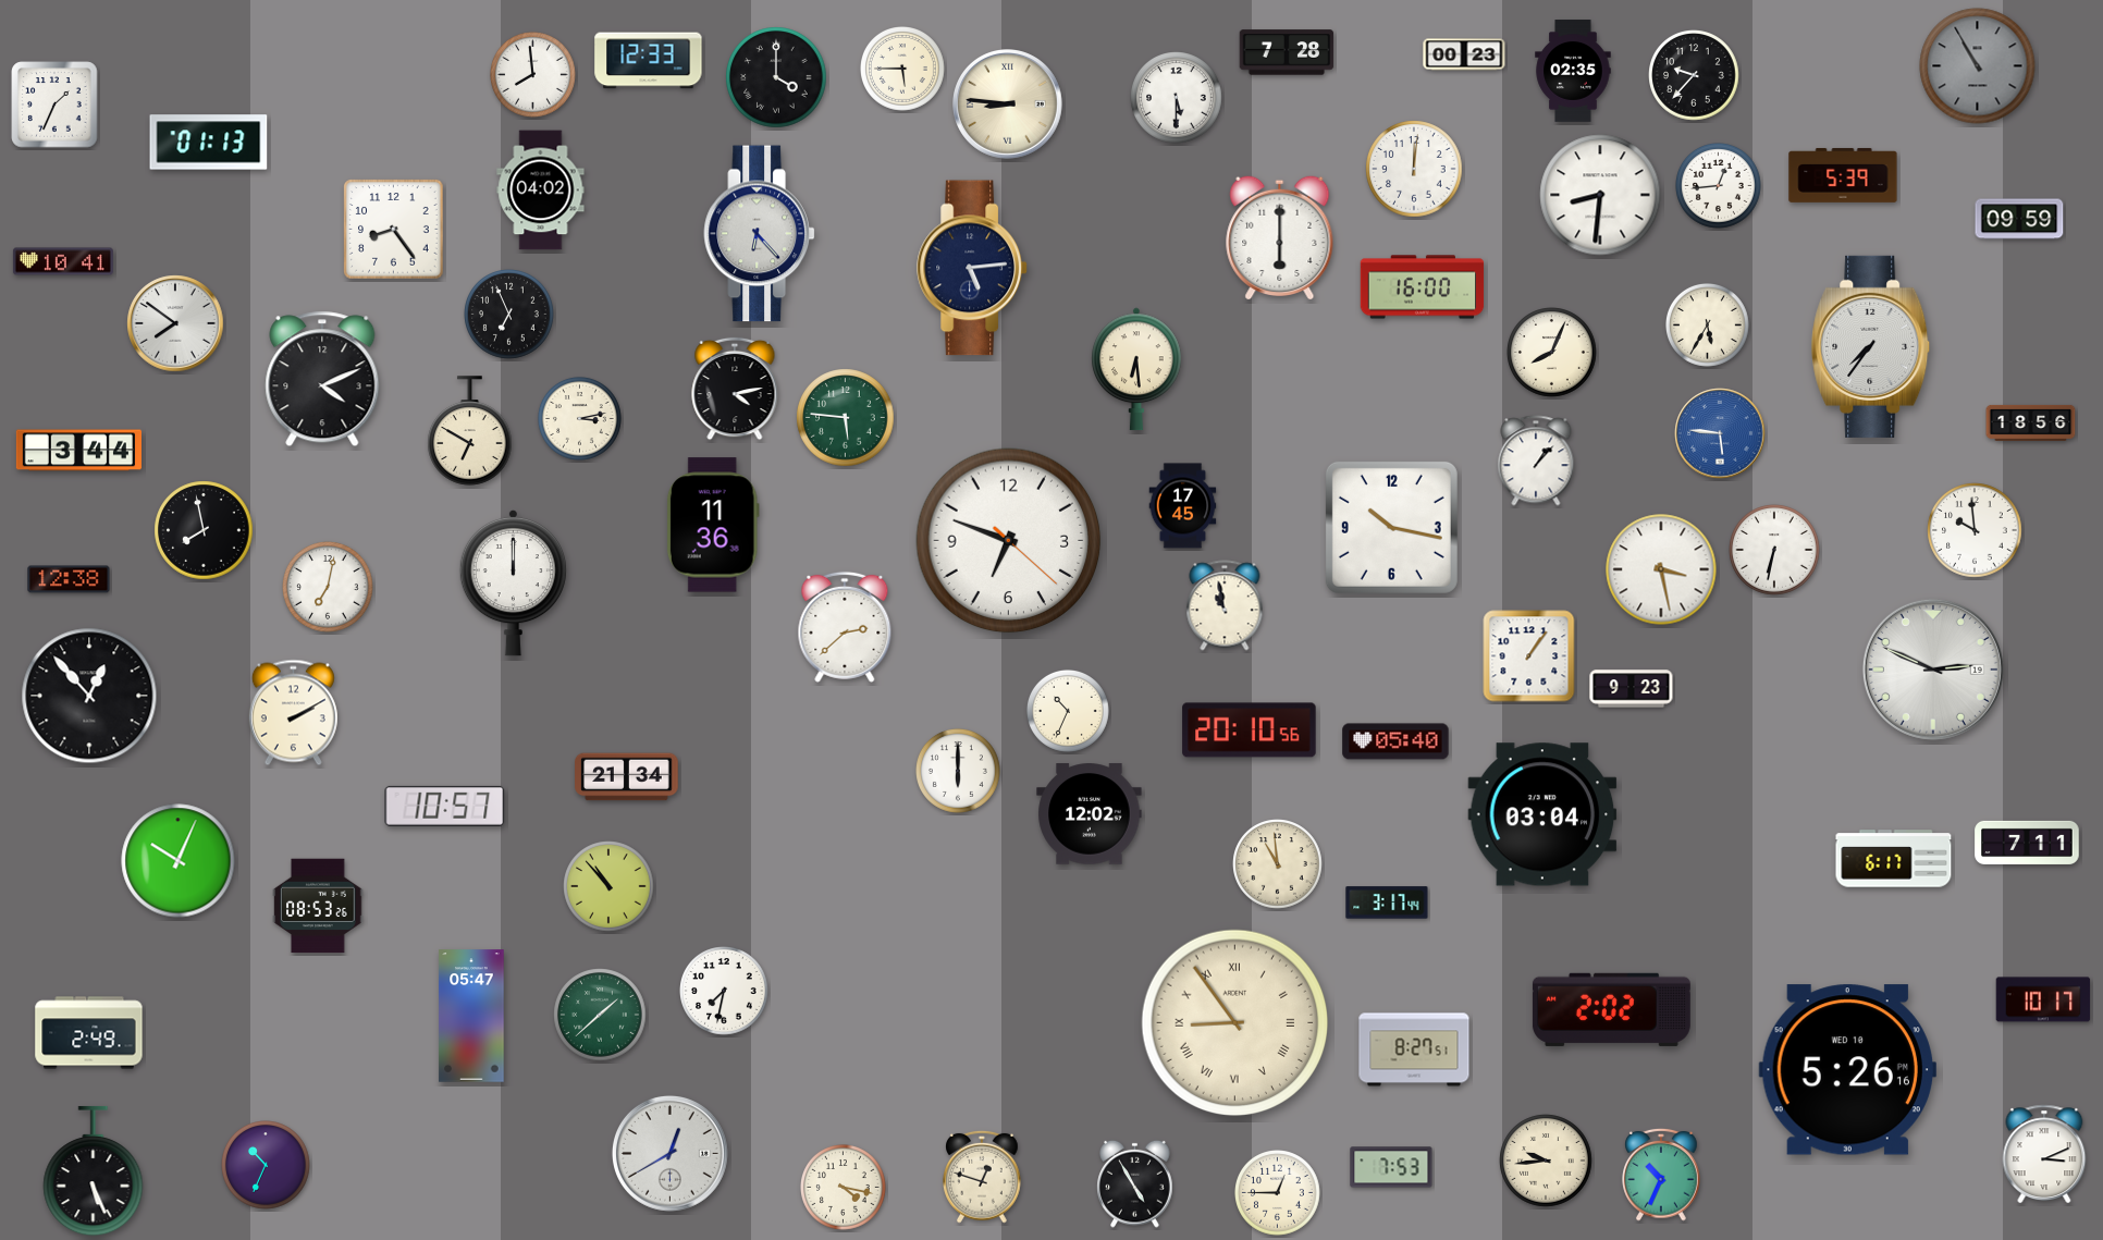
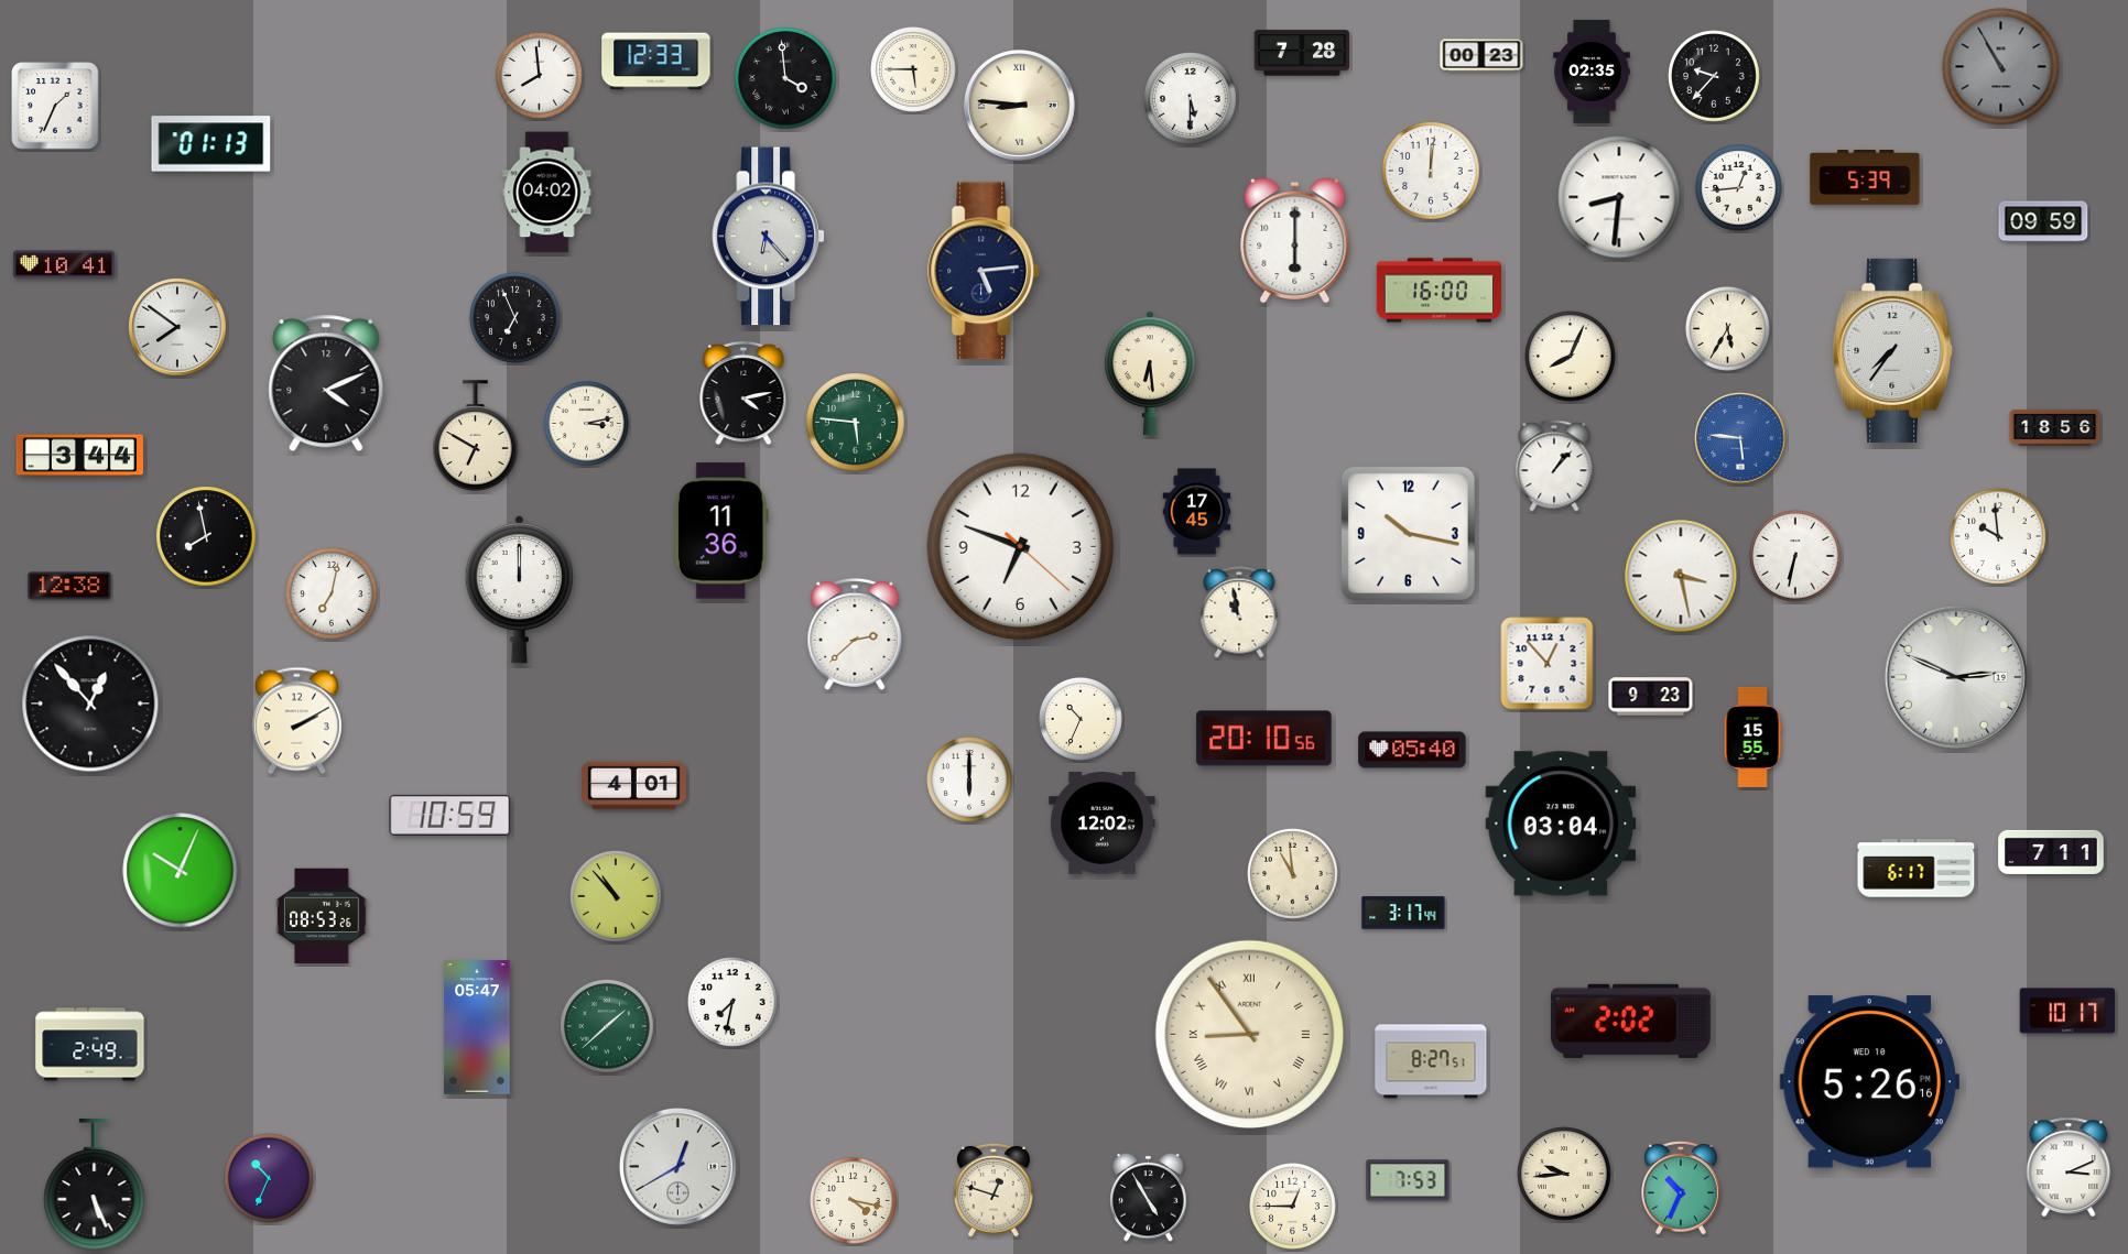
clock at (776, 77): 4:00 -> 3:59
clock at (394, 230): 8:24 -> none
clock at (1529, 656): 1:06 -> 12:53
clock at (1752, 737): none -> 15:55
clock at (627, 777): 21:34 -> 4:01
clock at (445, 806): 10:57 -> 10:59
